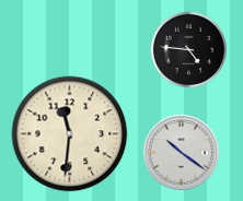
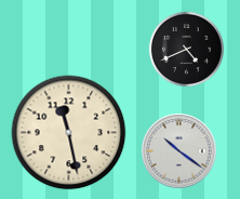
clock at (188, 49): 4:46 -> 4:41
clock at (70, 134): 11:31 -> 11:28
